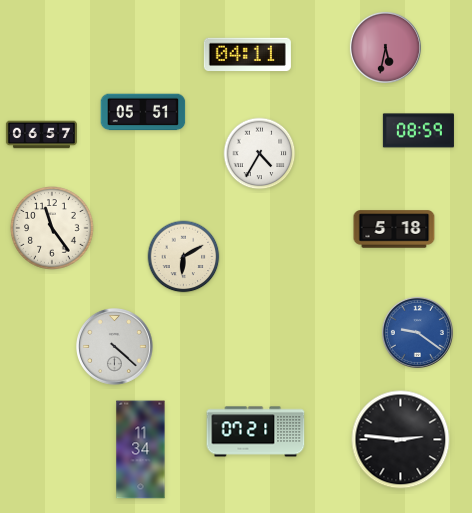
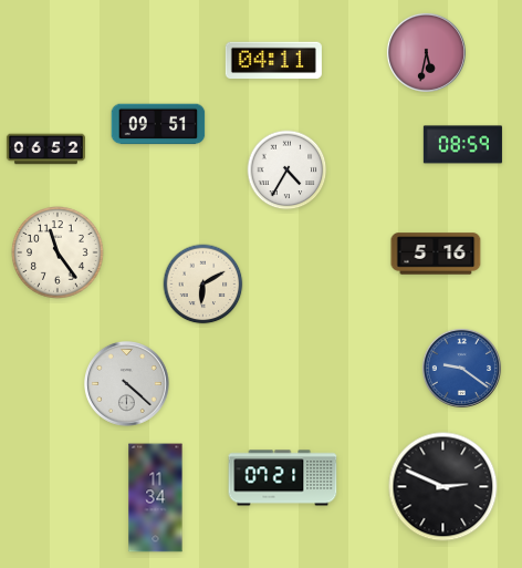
clock at (143, 112): 05:51 -> 09:51
clock at (41, 135): 06:57 -> 06:52
clock at (394, 229): 5:18 -> 5:16
clock at (401, 440): 2:46 -> 2:49
